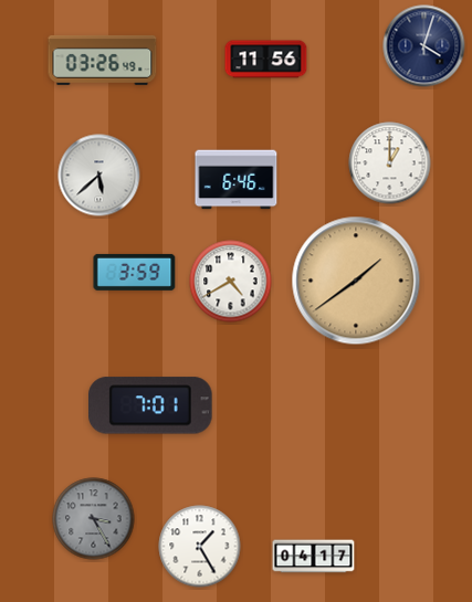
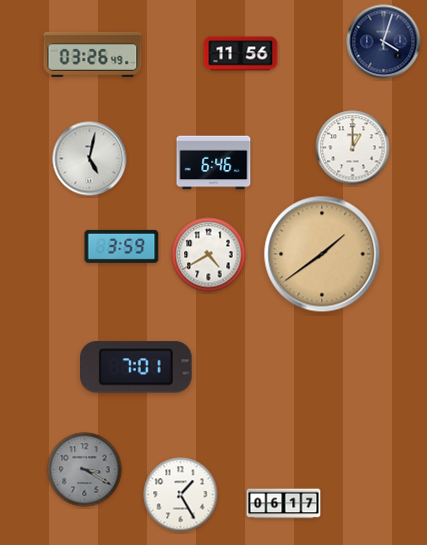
clock at (99, 176): 5:38 -> 5:02
clock at (94, 519): 3:25 -> 3:20
clock at (314, 557): 04:17 -> 06:17
